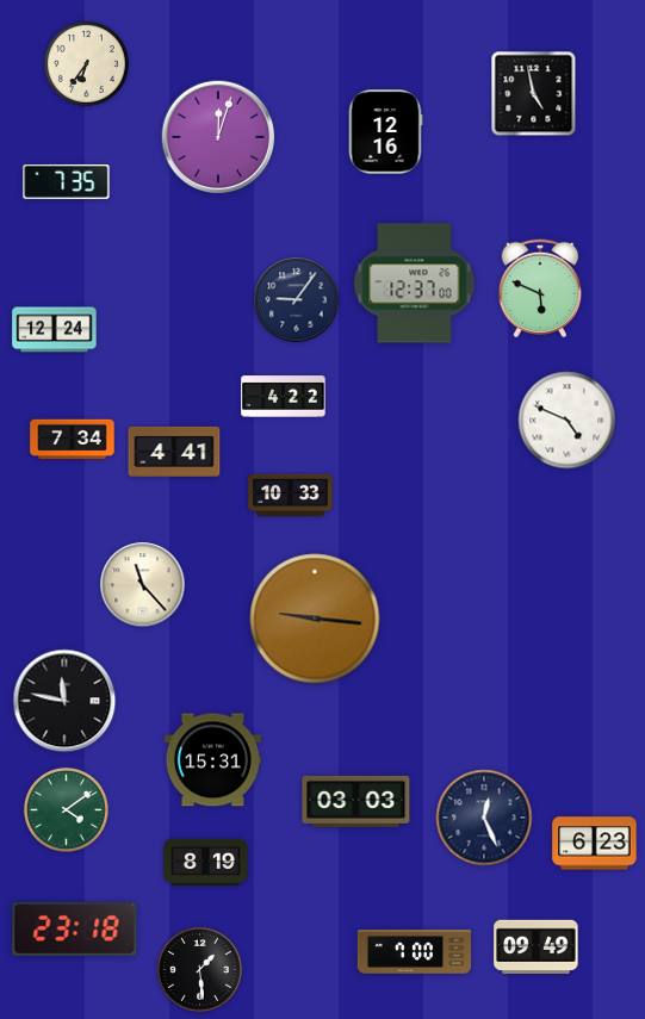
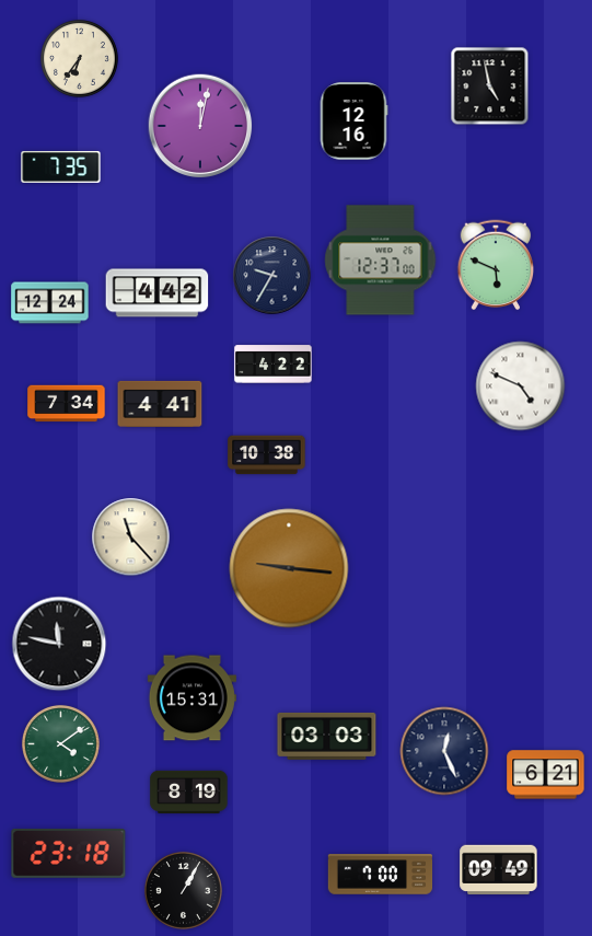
clock at (218, 137): 12:03 -> 12:02
clock at (297, 300): 9:06 -> 9:35
clock at (158, 293): none -> 4:42
clock at (284, 397) position: (284, 397) -> (274, 365)
clock at (174, 452) position: (174, 452) -> (160, 404)
clock at (291, 496): 10:33 -> 10:38
clock at (212, 760) position: (212, 760) -> (191, 698)
clock at (595, 844): 6:23 -> 6:21
clock at (537, 946) position: (537, 946) -> (499, 869)
clock at (199, 969): 1:29 -> 1:05
